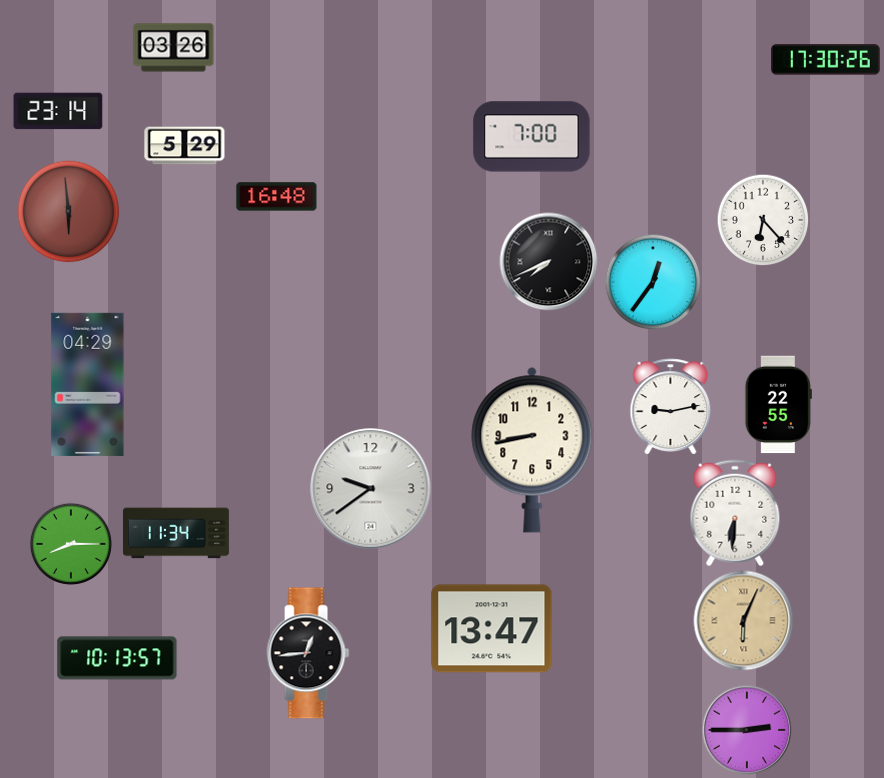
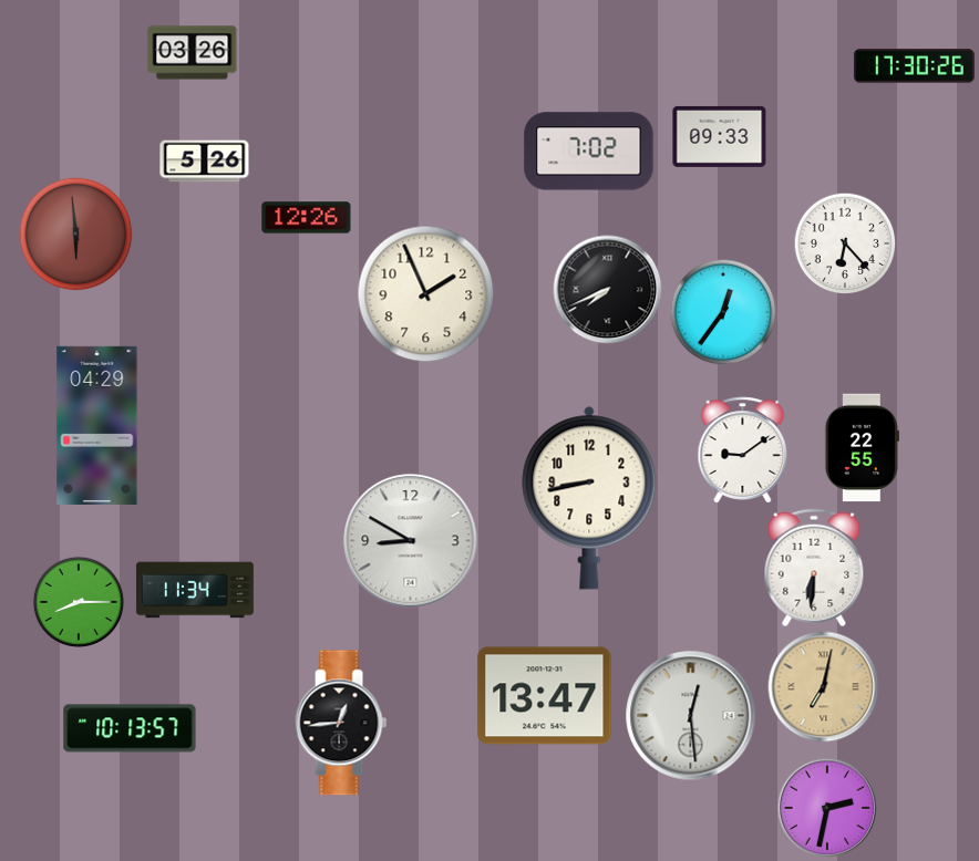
clock at (58, 111): 23:14 -> none
clock at (720, 136): none -> 09:33
clock at (532, 137): 7:00 -> 7:02
clock at (185, 146): 5:29 -> 5:26
clock at (277, 197): 16:48 -> 12:26
clock at (426, 294): none -> 1:56
clock at (671, 407): 9:13 -> 9:09
clock at (371, 489): 9:39 -> 8:50
clock at (744, 621): 6:04 -> 7:02
clock at (691, 716): none -> 12:29
clock at (747, 730): 2:45 -> 2:32
